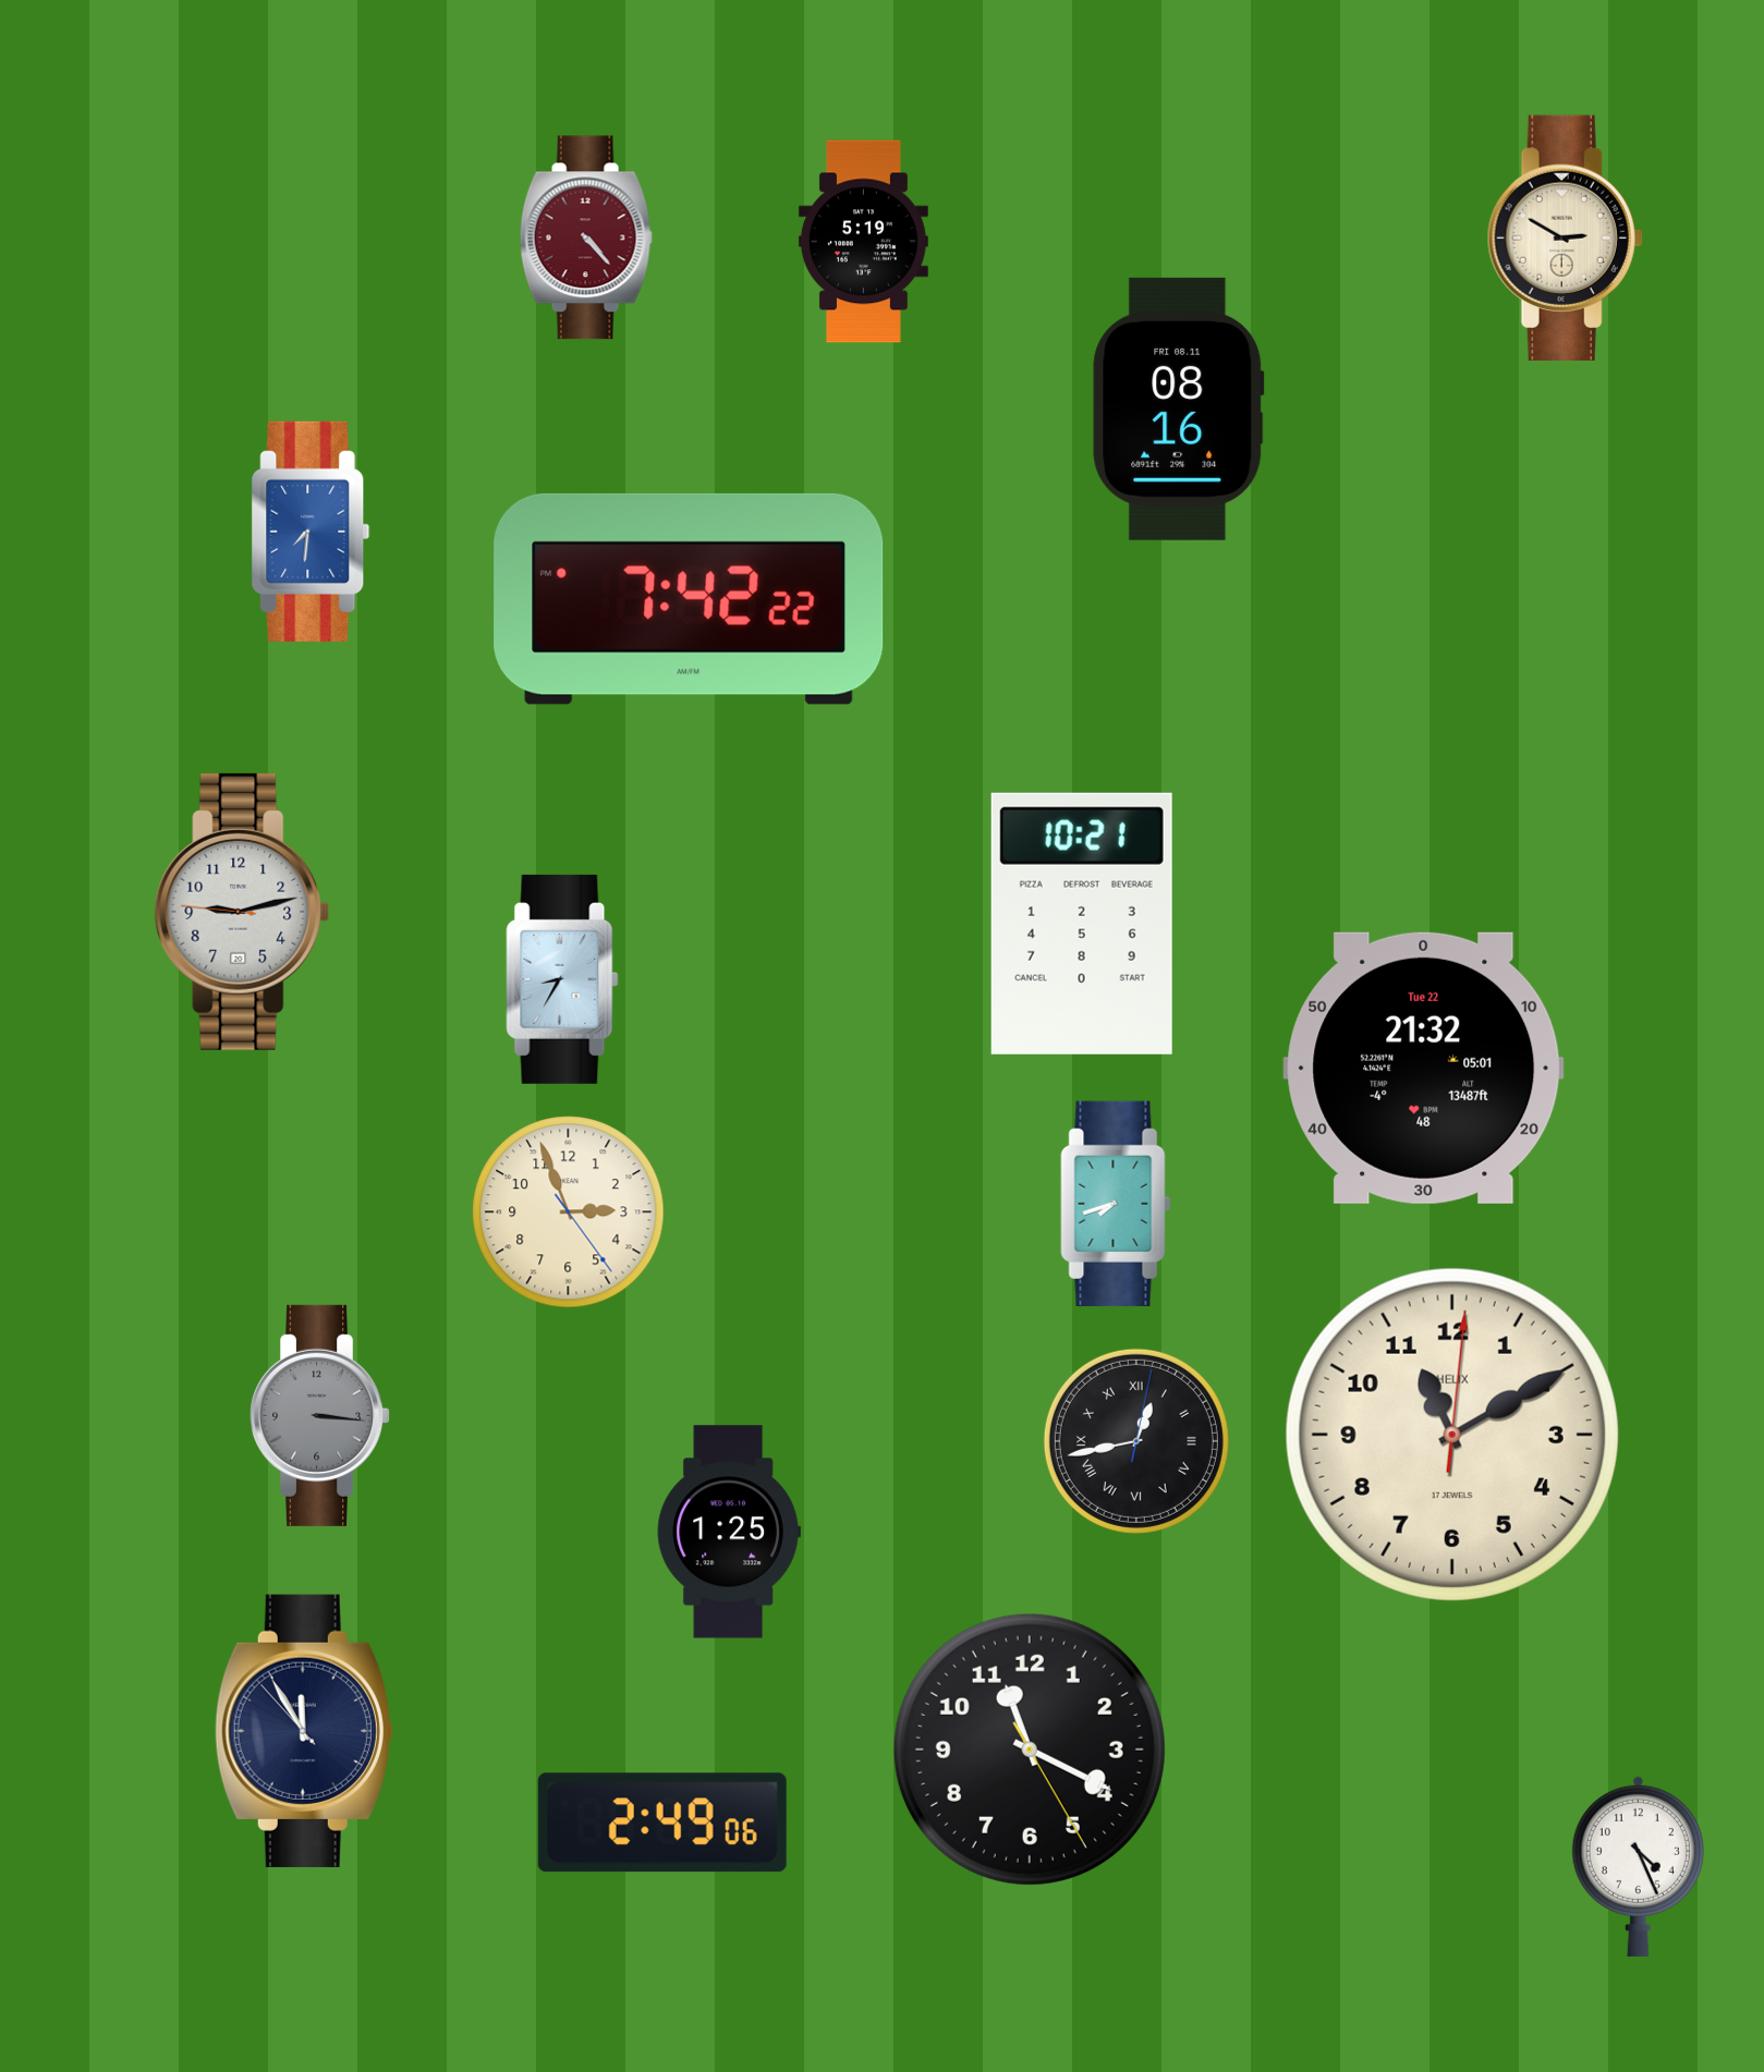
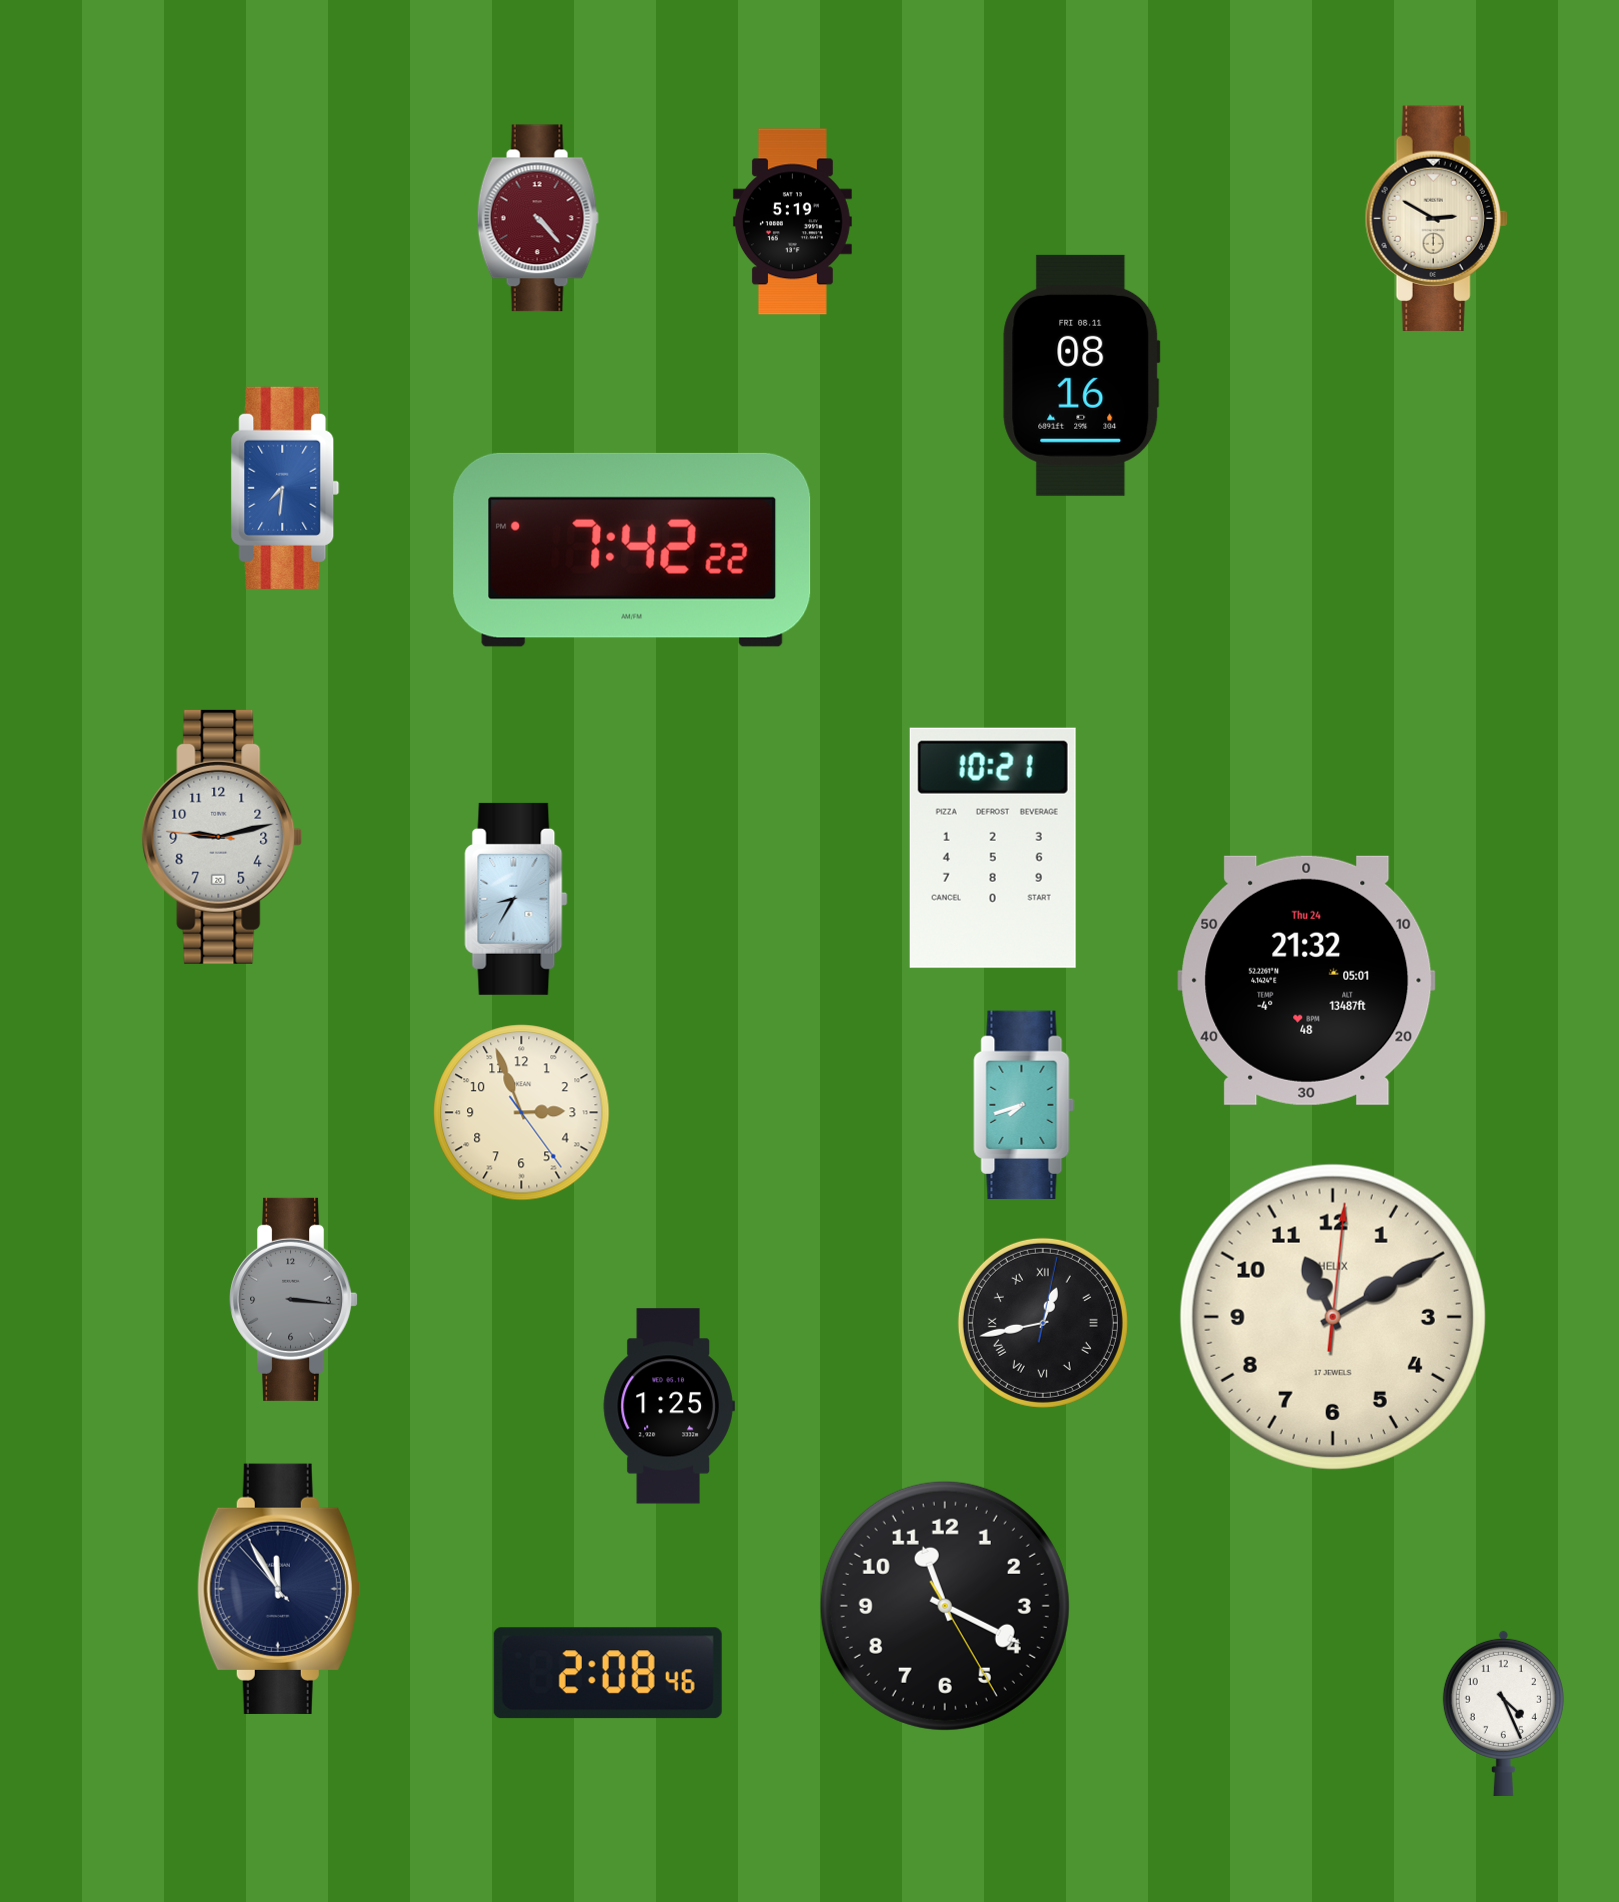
clock at (1424, 1068) date: Tue 22 -> Thu 24
clock at (662, 1823): 2:49 -> 2:08
